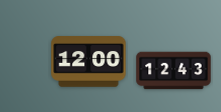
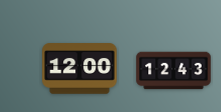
clock at (89, 62) position: (89, 62) -> (80, 69)
